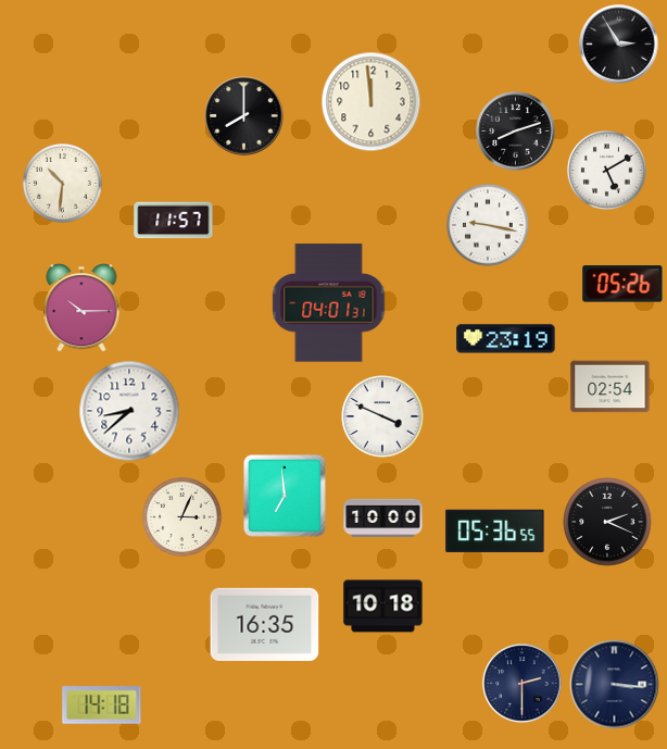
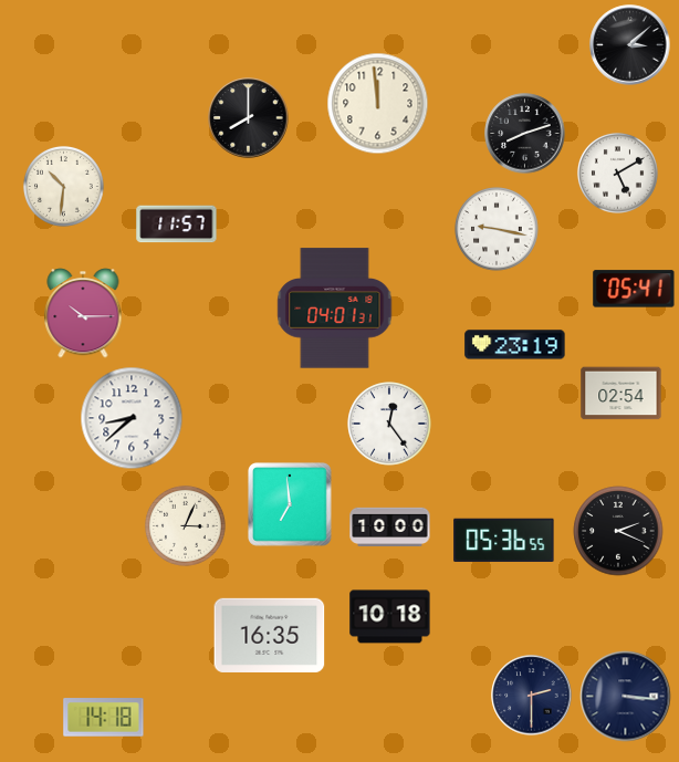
clock at (619, 45): 2:55 -> 3:08
clock at (622, 284): 05:26 -> 05:41
clock at (382, 416): 3:49 -> 12:24
